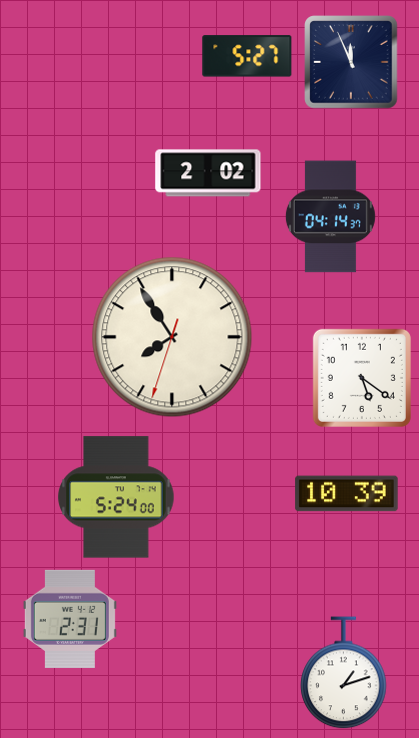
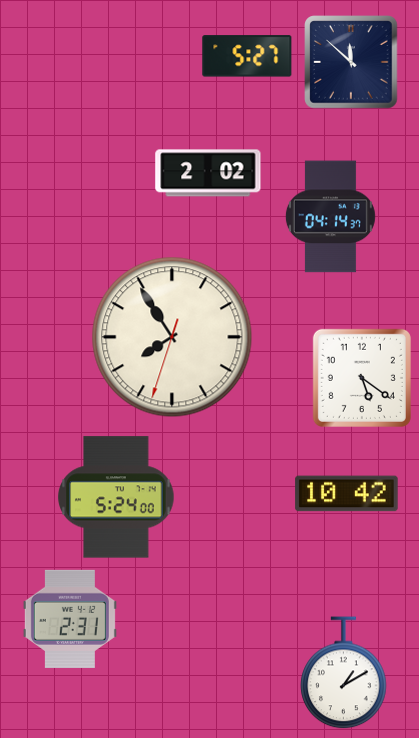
clock at (351, 62): 11:56 -> 11:52
clock at (347, 494): 10:39 -> 10:42
clock at (344, 673): 1:12 -> 1:10
